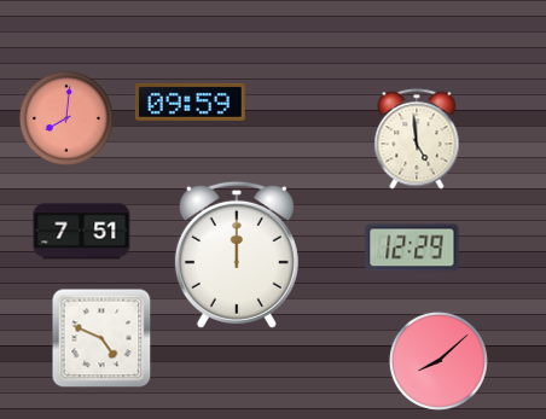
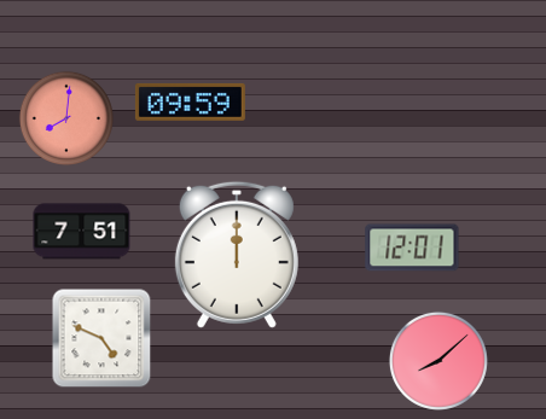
clock at (417, 139): 4:59 -> none
clock at (412, 248): 12:29 -> 12:01
